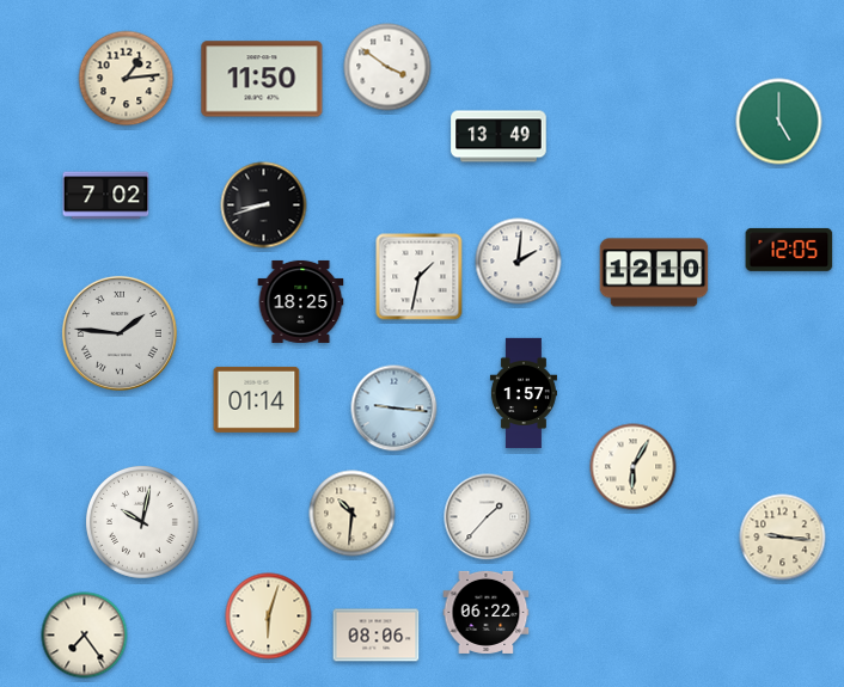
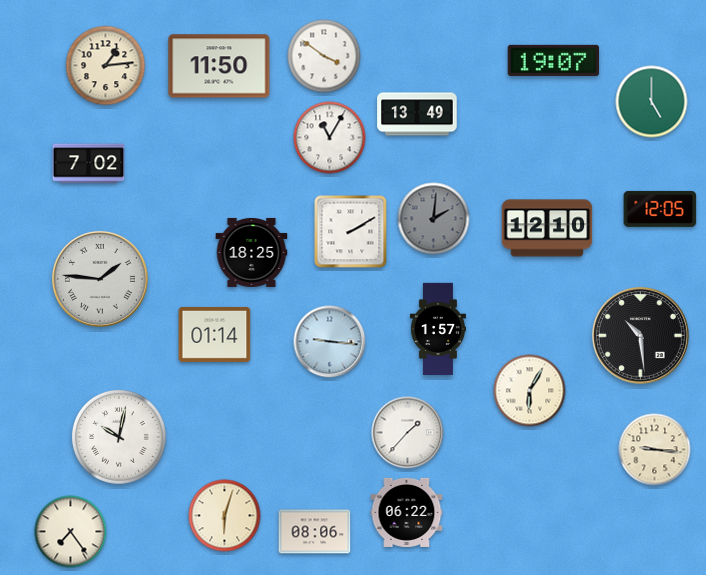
clock at (554, 60): none -> 19:07
clock at (330, 138): none -> 11:05
clock at (264, 206): 8:42 -> none
clock at (519, 262) dial: white -> grey
clock at (420, 277): 1:32 -> 2:10
clock at (640, 335): none -> 10:29
clock at (353, 514): 10:31 -> none
